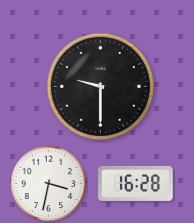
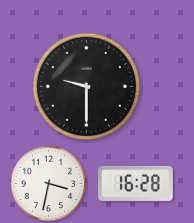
clock at (100, 86) position: (100, 86) -> (86, 86)
